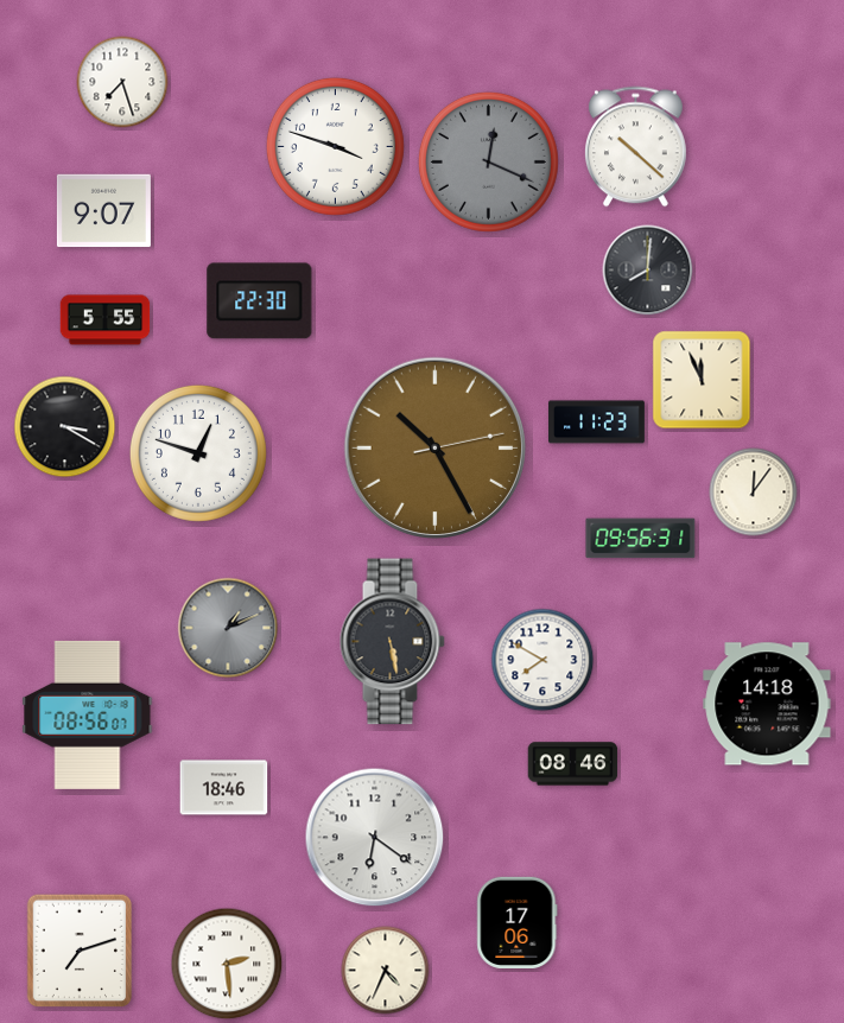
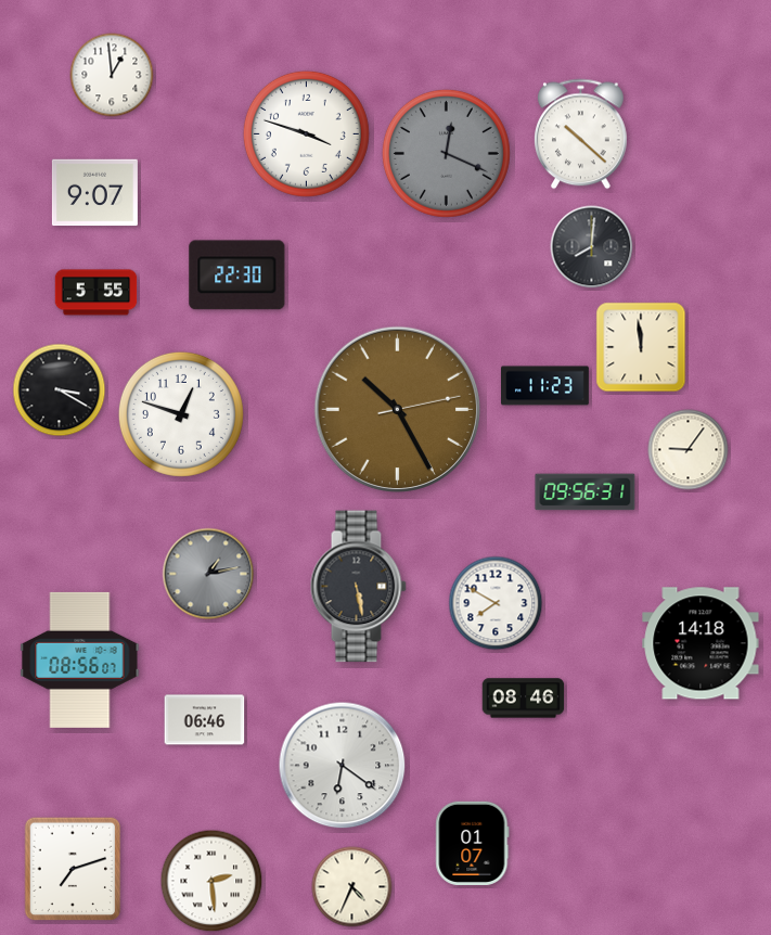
clock at (122, 82): 7:27 -> 12:59
clock at (488, 161) position: (488, 161) -> (446, 153)
clock at (702, 380): 11:56 -> 11:59
clock at (754, 493): 12:06 -> 9:06
clock at (228, 628): 1:11 -> 1:13
clock at (88, 714) position: (88, 714) -> (80, 659)
clock at (224, 788): 18:46 -> 06:46
clock at (518, 922): 17:06 -> 01:07
clock at (227, 964) position: (227, 964) -> (211, 881)
